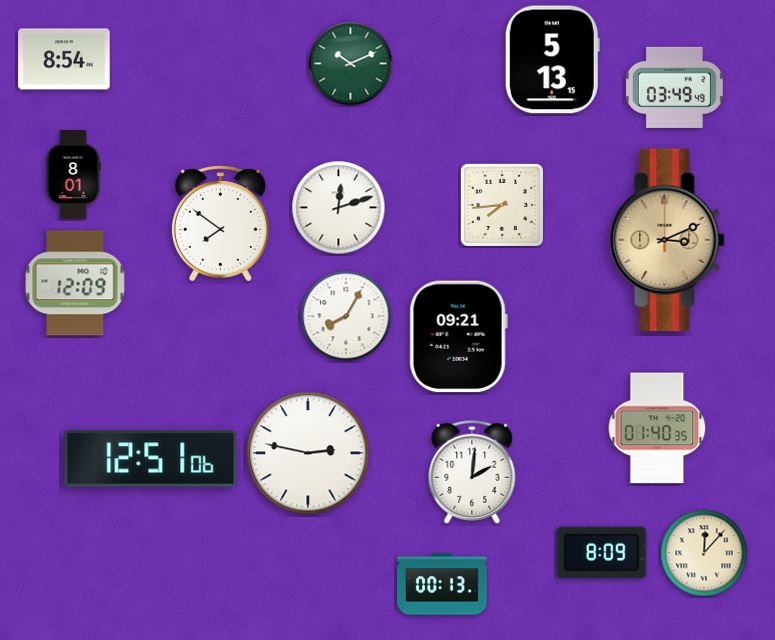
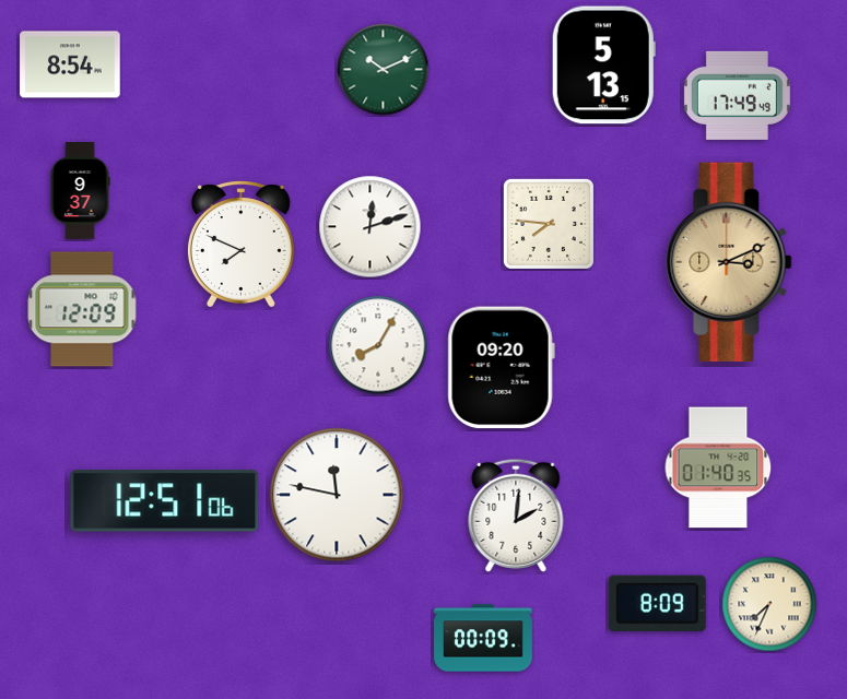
clock at (674, 87): 03:49 -> 17:49
clock at (73, 175): 8:01 -> 9:37
clock at (502, 205): 7:44 -> 7:46
clock at (220, 224): 7:51 -> 7:49
clock at (458, 337): 09:21 -> 09:20
clock at (308, 453): 2:47 -> 11:47
clock at (704, 553): 12:07 -> 7:34
clock at (442, 584): 00:13 -> 00:09
